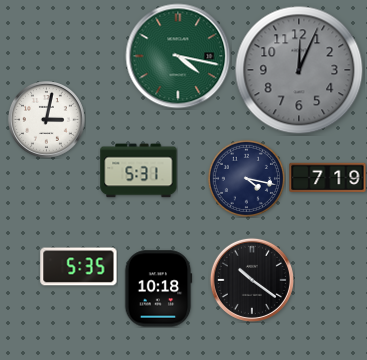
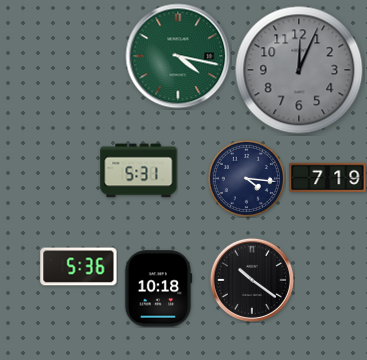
clock at (47, 120): 3:02 -> none
clock at (246, 178): 4:17 -> 4:16
clock at (79, 267): 5:35 -> 5:36
